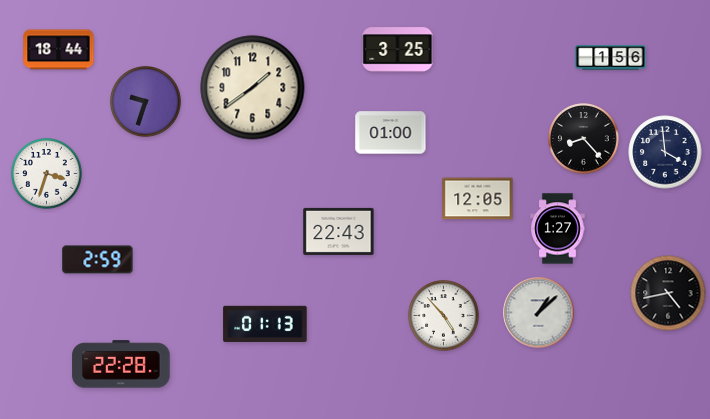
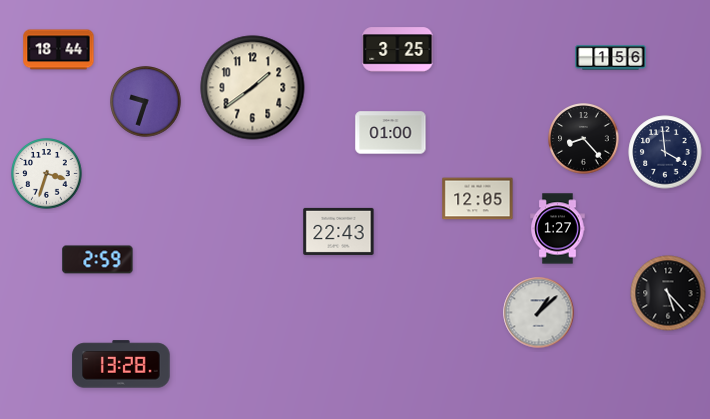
clock at (668, 293): 4:43 -> 5:23
clock at (444, 316): 4:53 -> none
clock at (265, 324): 01:13 -> none
clock at (121, 364): 22:28 -> 13:28
